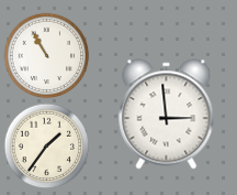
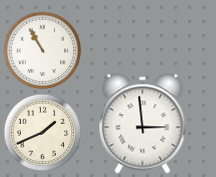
clock at (167, 115) position: (167, 115) -> (143, 124)
clock at (46, 145): 1:36 -> 1:41
